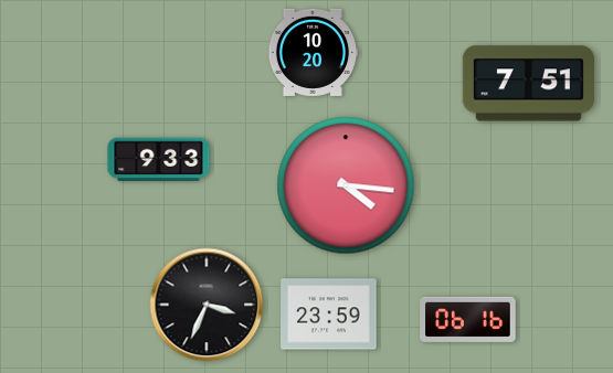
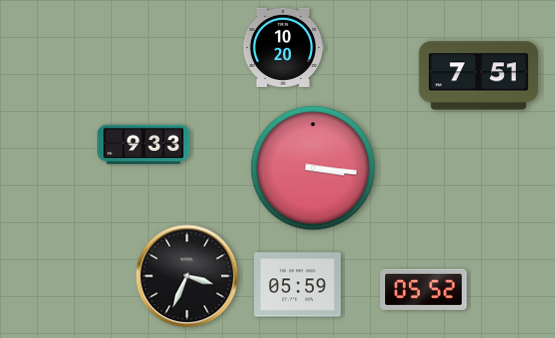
clock at (346, 185): 4:16 -> 3:16
clock at (329, 315): 23:59 -> 05:59
clock at (468, 319): 06:16 -> 05:52
